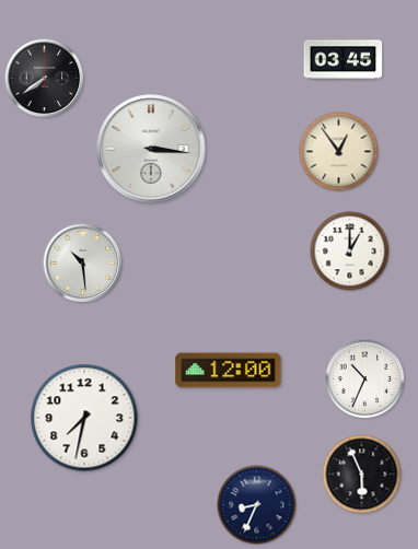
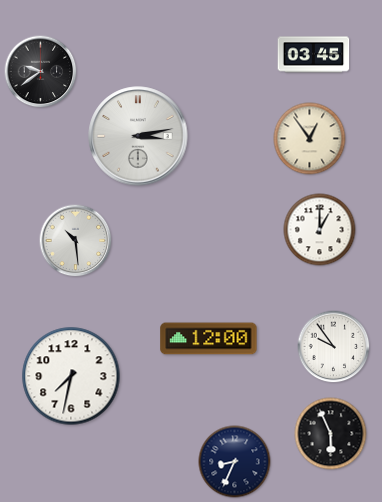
clock at (45, 79): 7:39 -> 9:39
clock at (151, 149): 3:16 -> 3:13
clock at (365, 379): 10:34 -> 9:54
clock at (84, 418) position: (84, 418) -> (71, 376)
